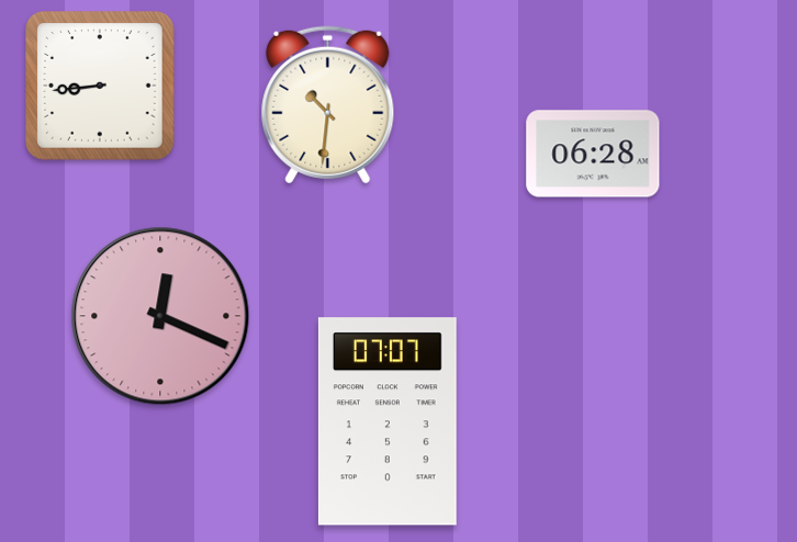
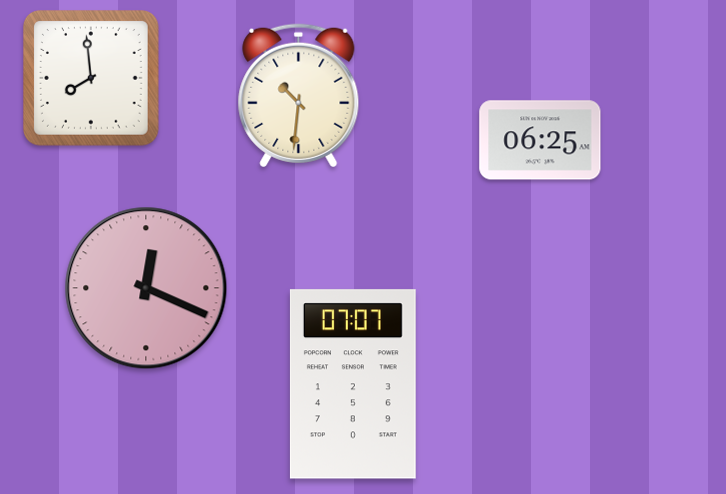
clock at (101, 87): 8:44 -> 7:59
clock at (593, 154): 06:28 -> 06:25
